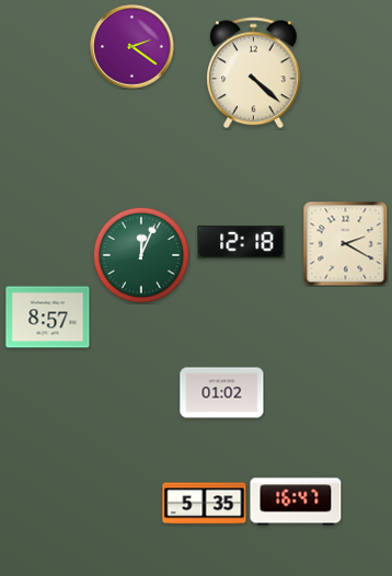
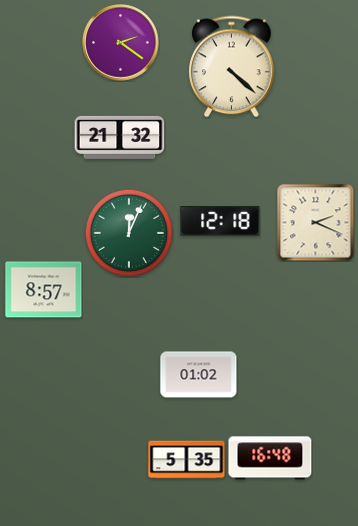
clock at (120, 137): none -> 21:32
clock at (345, 243): 2:20 -> 2:19
clock at (222, 393) position: (222, 393) -> (199, 375)
clock at (296, 502): 16:47 -> 16:48
